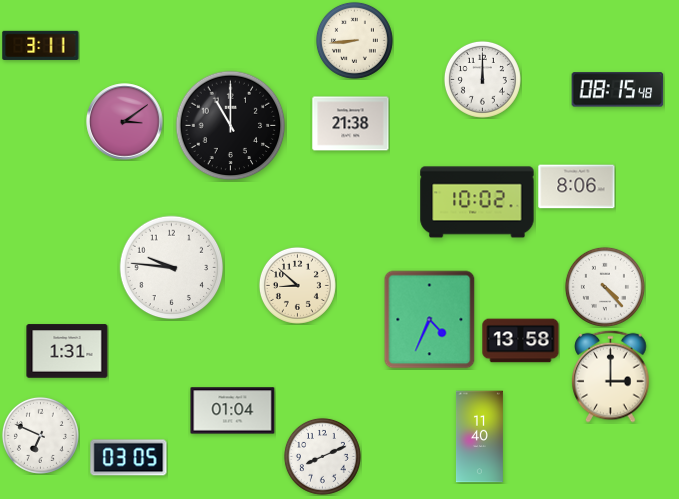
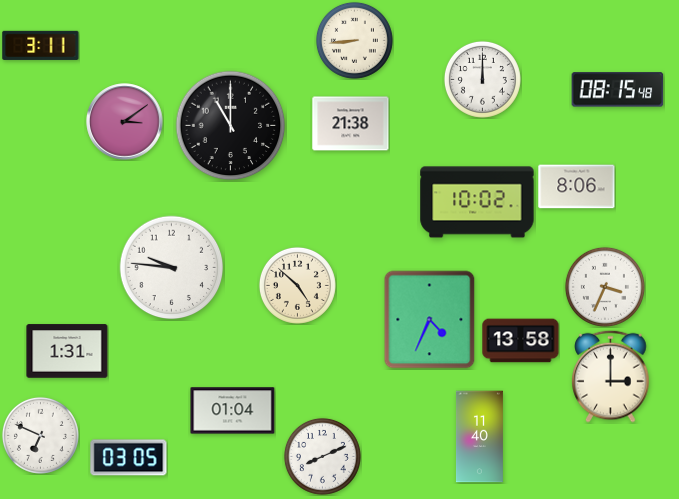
clock at (297, 285): 8:52 -> 4:52
clock at (605, 287): 4:23 -> 3:34
